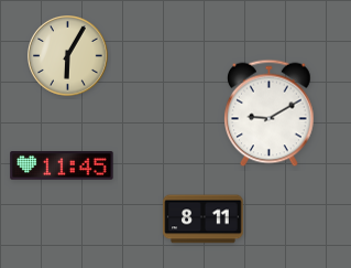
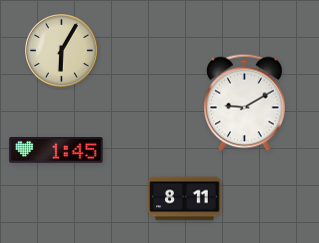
clock at (62, 167): 11:45 -> 1:45
